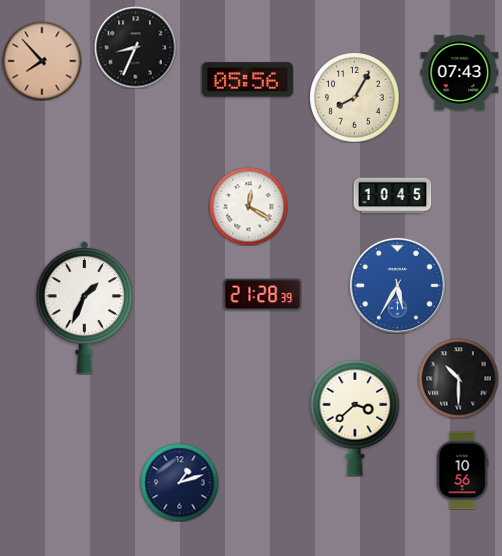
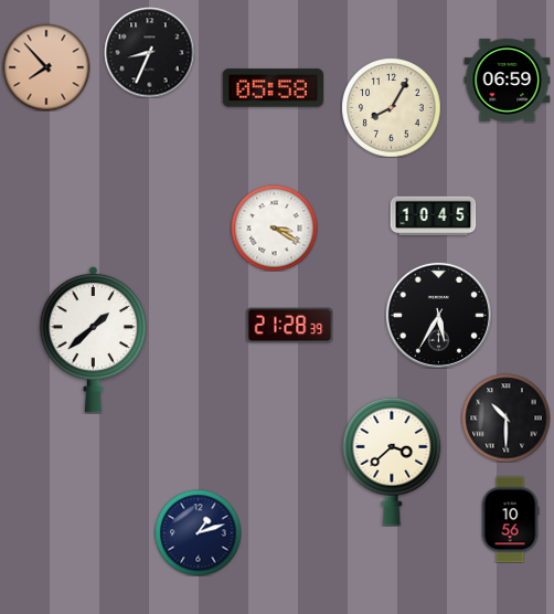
clock at (459, 72): 07:43 -> 06:59
clock at (247, 80): 05:56 -> 05:58
clock at (248, 206): 12:20 -> 3:20
clock at (397, 285) dial: blue -> black
clock at (85, 307): 1:34 -> 1:38
